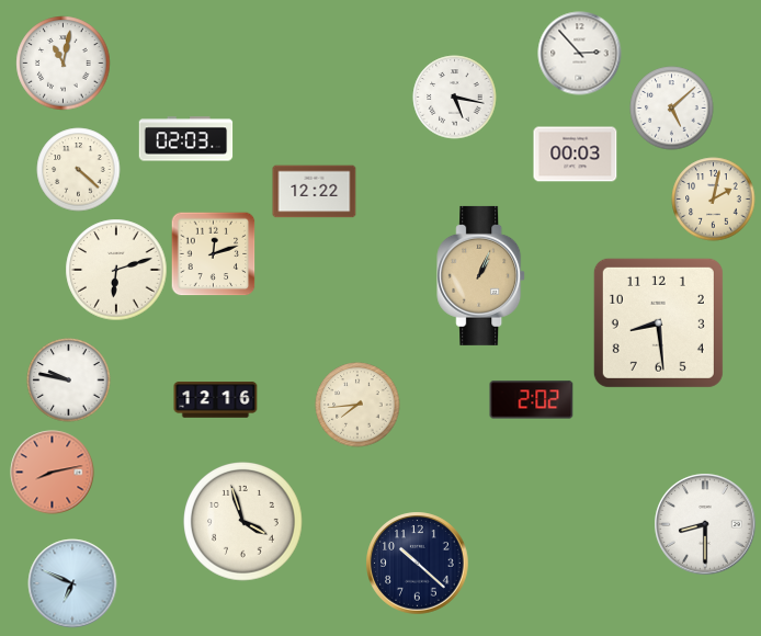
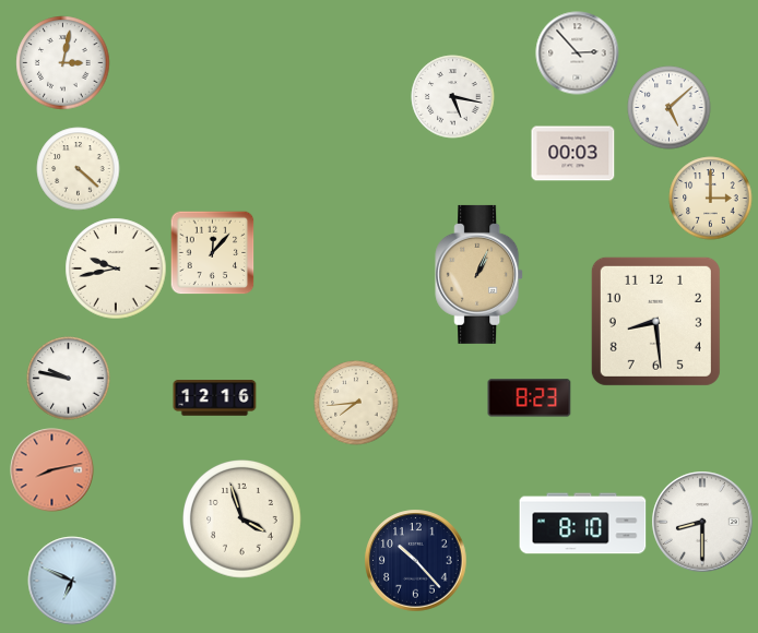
clock at (64, 64): 11:02 -> 3:02
clock at (186, 139): 02:03 -> none
clock at (315, 192): 12:22 -> none
clock at (714, 200): 2:02 -> 3:00
clock at (213, 253): 12:12 -> 12:07
clock at (116, 270): 6:12 -> 9:43
clock at (532, 400): 2:02 -> 8:23
clock at (583, 524): none -> 8:10
clock at (418, 564): 10:22 -> 10:23
